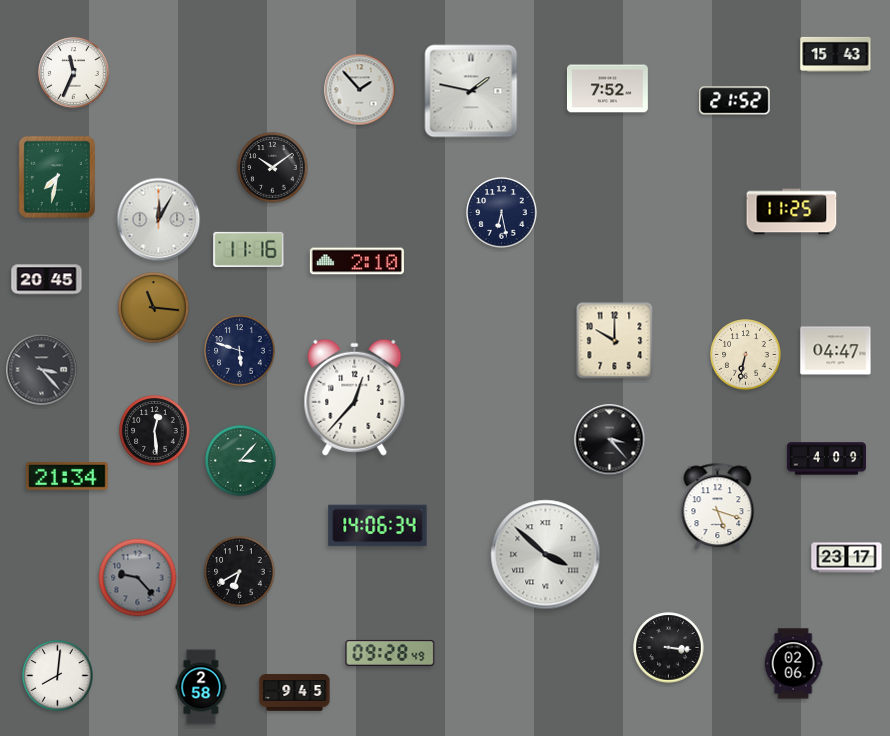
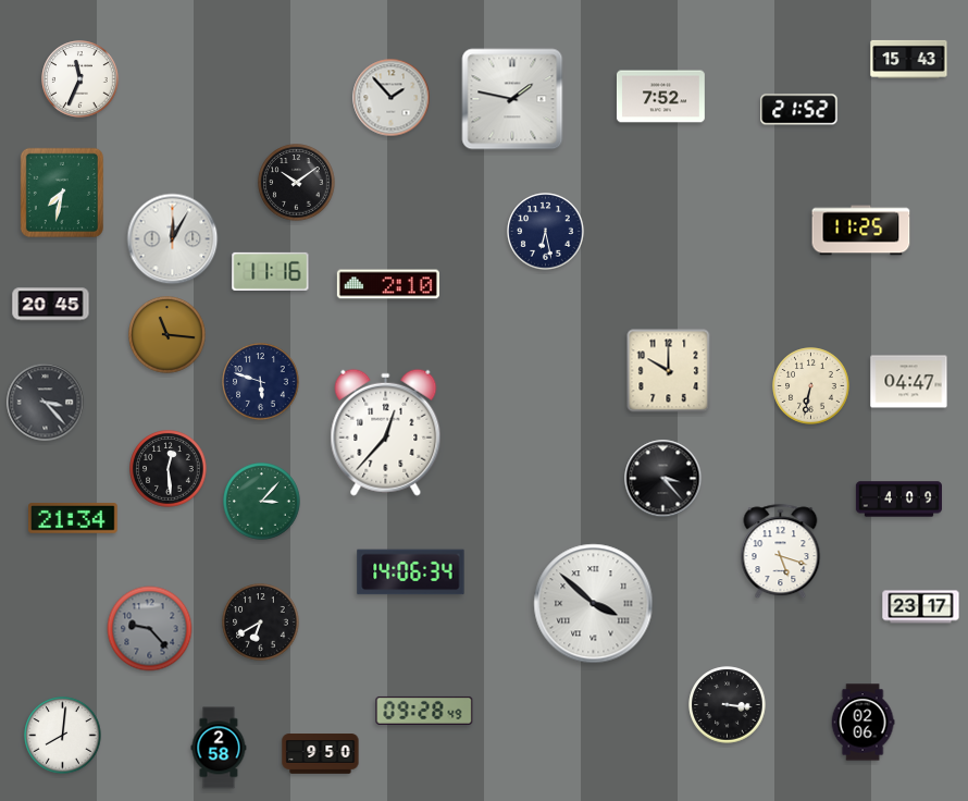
clock at (295, 693): 9:45 -> 9:50
